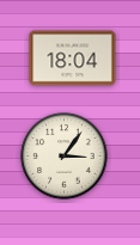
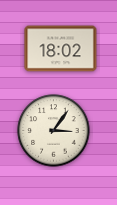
clock at (73, 59): 18:04 -> 18:02
